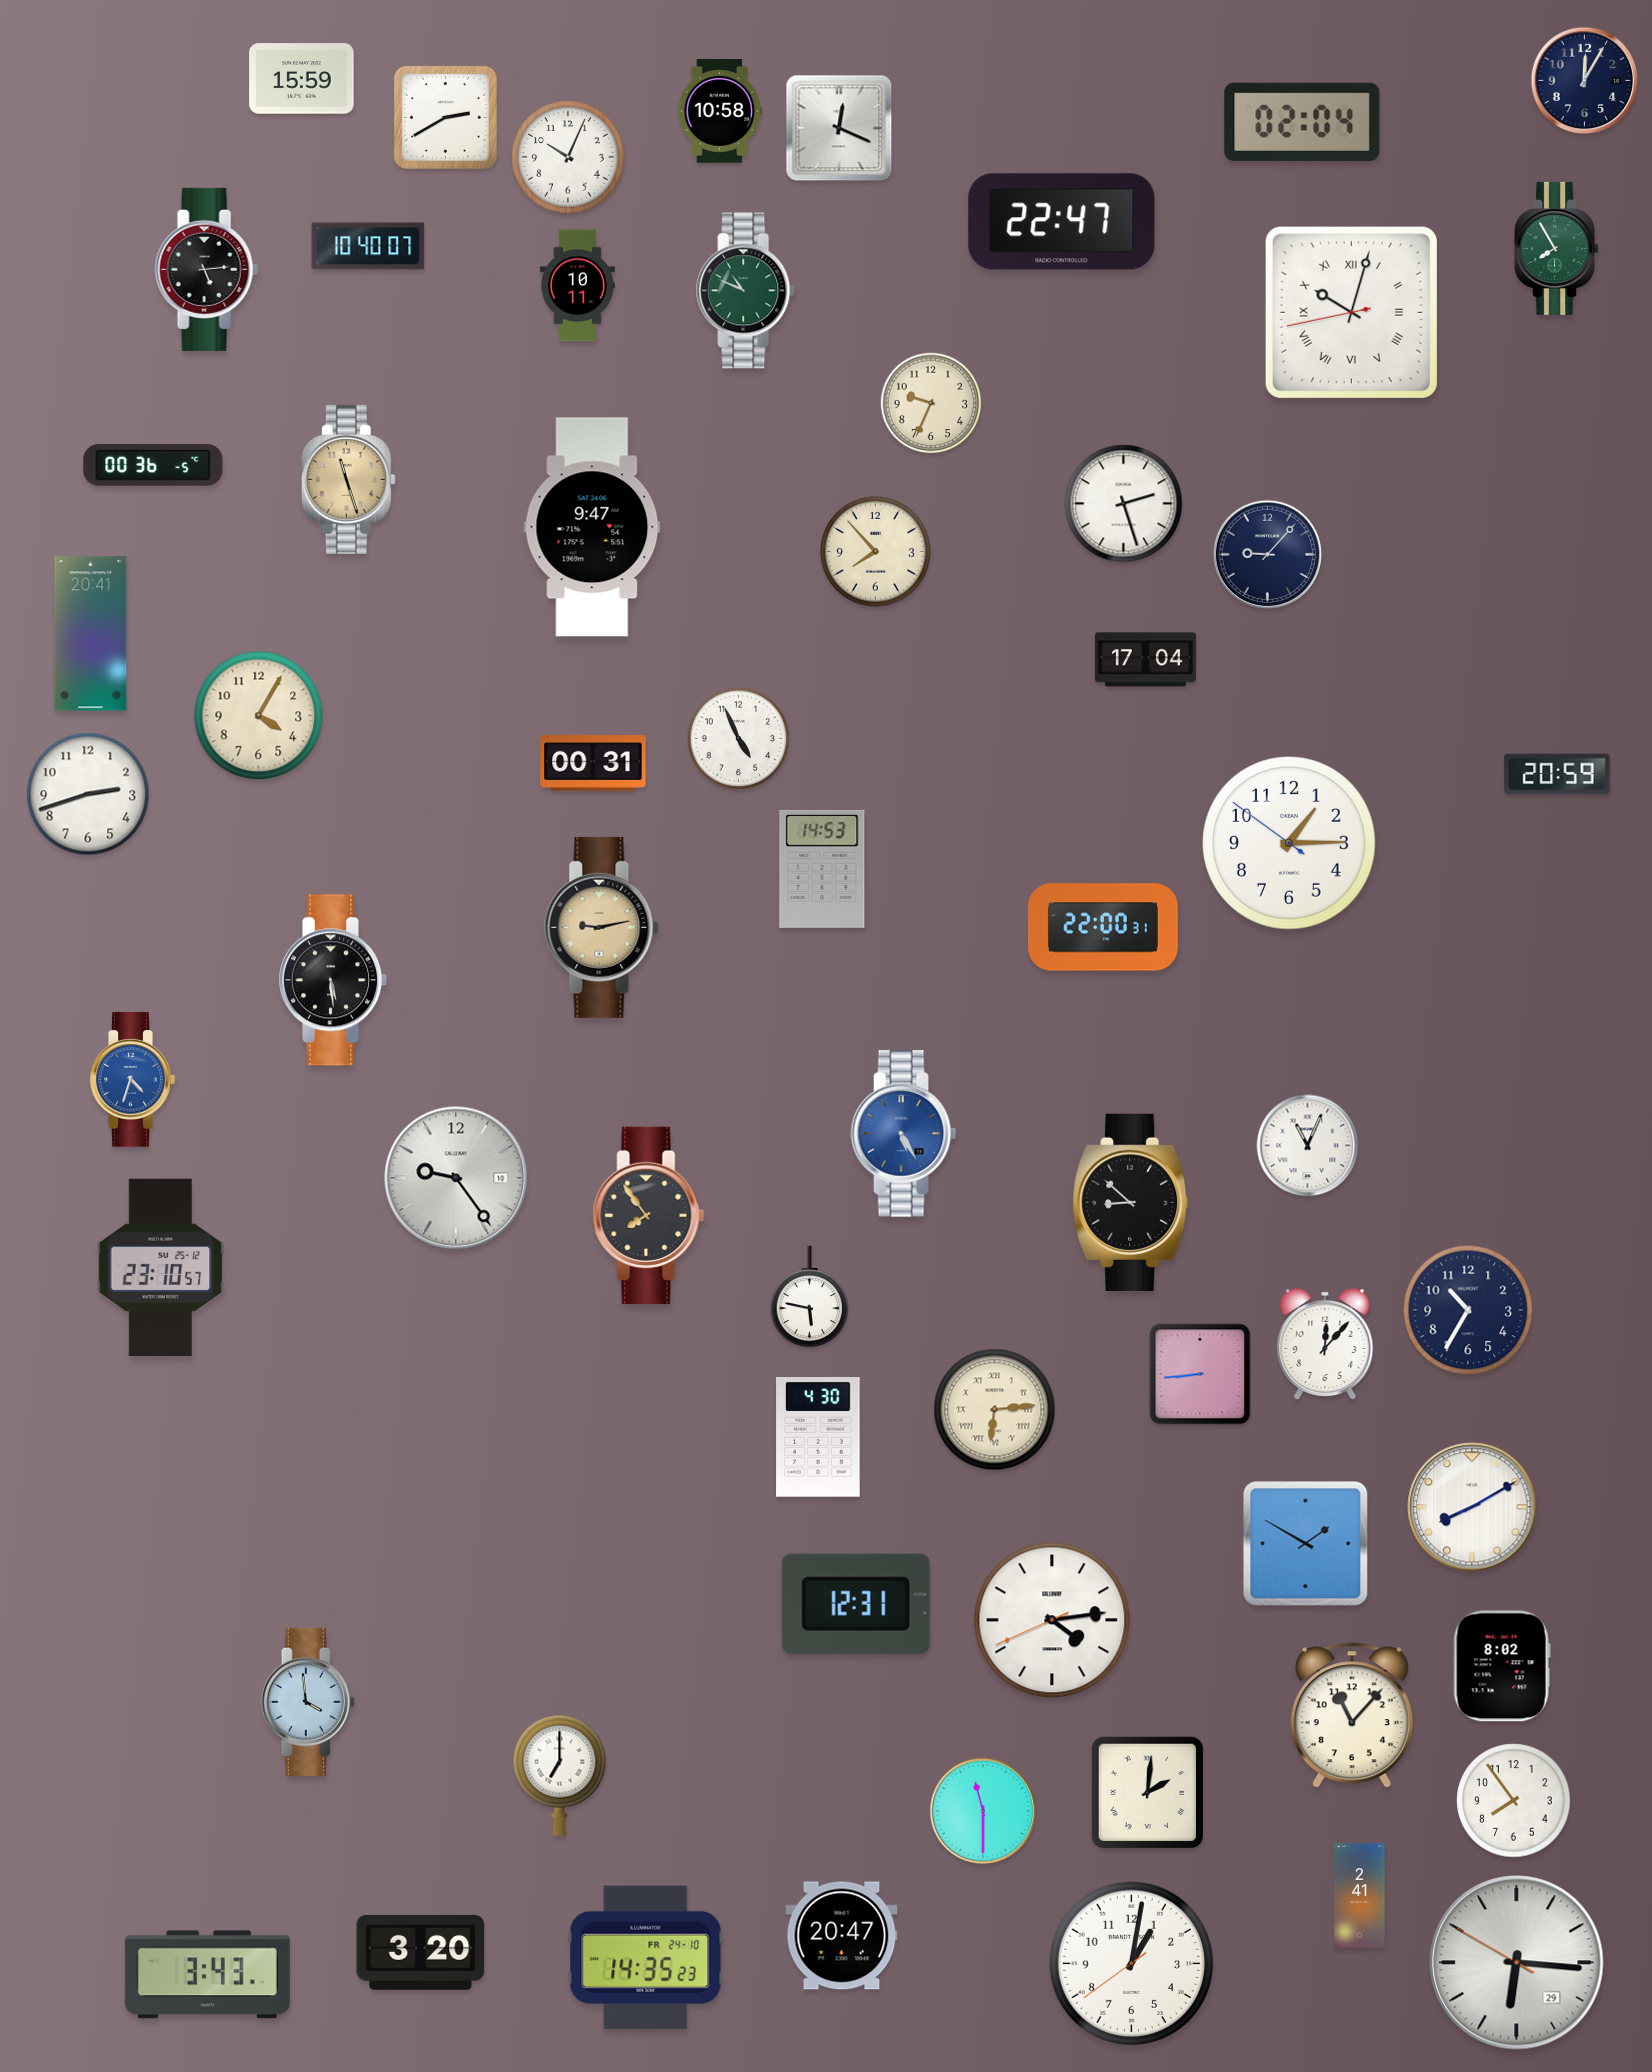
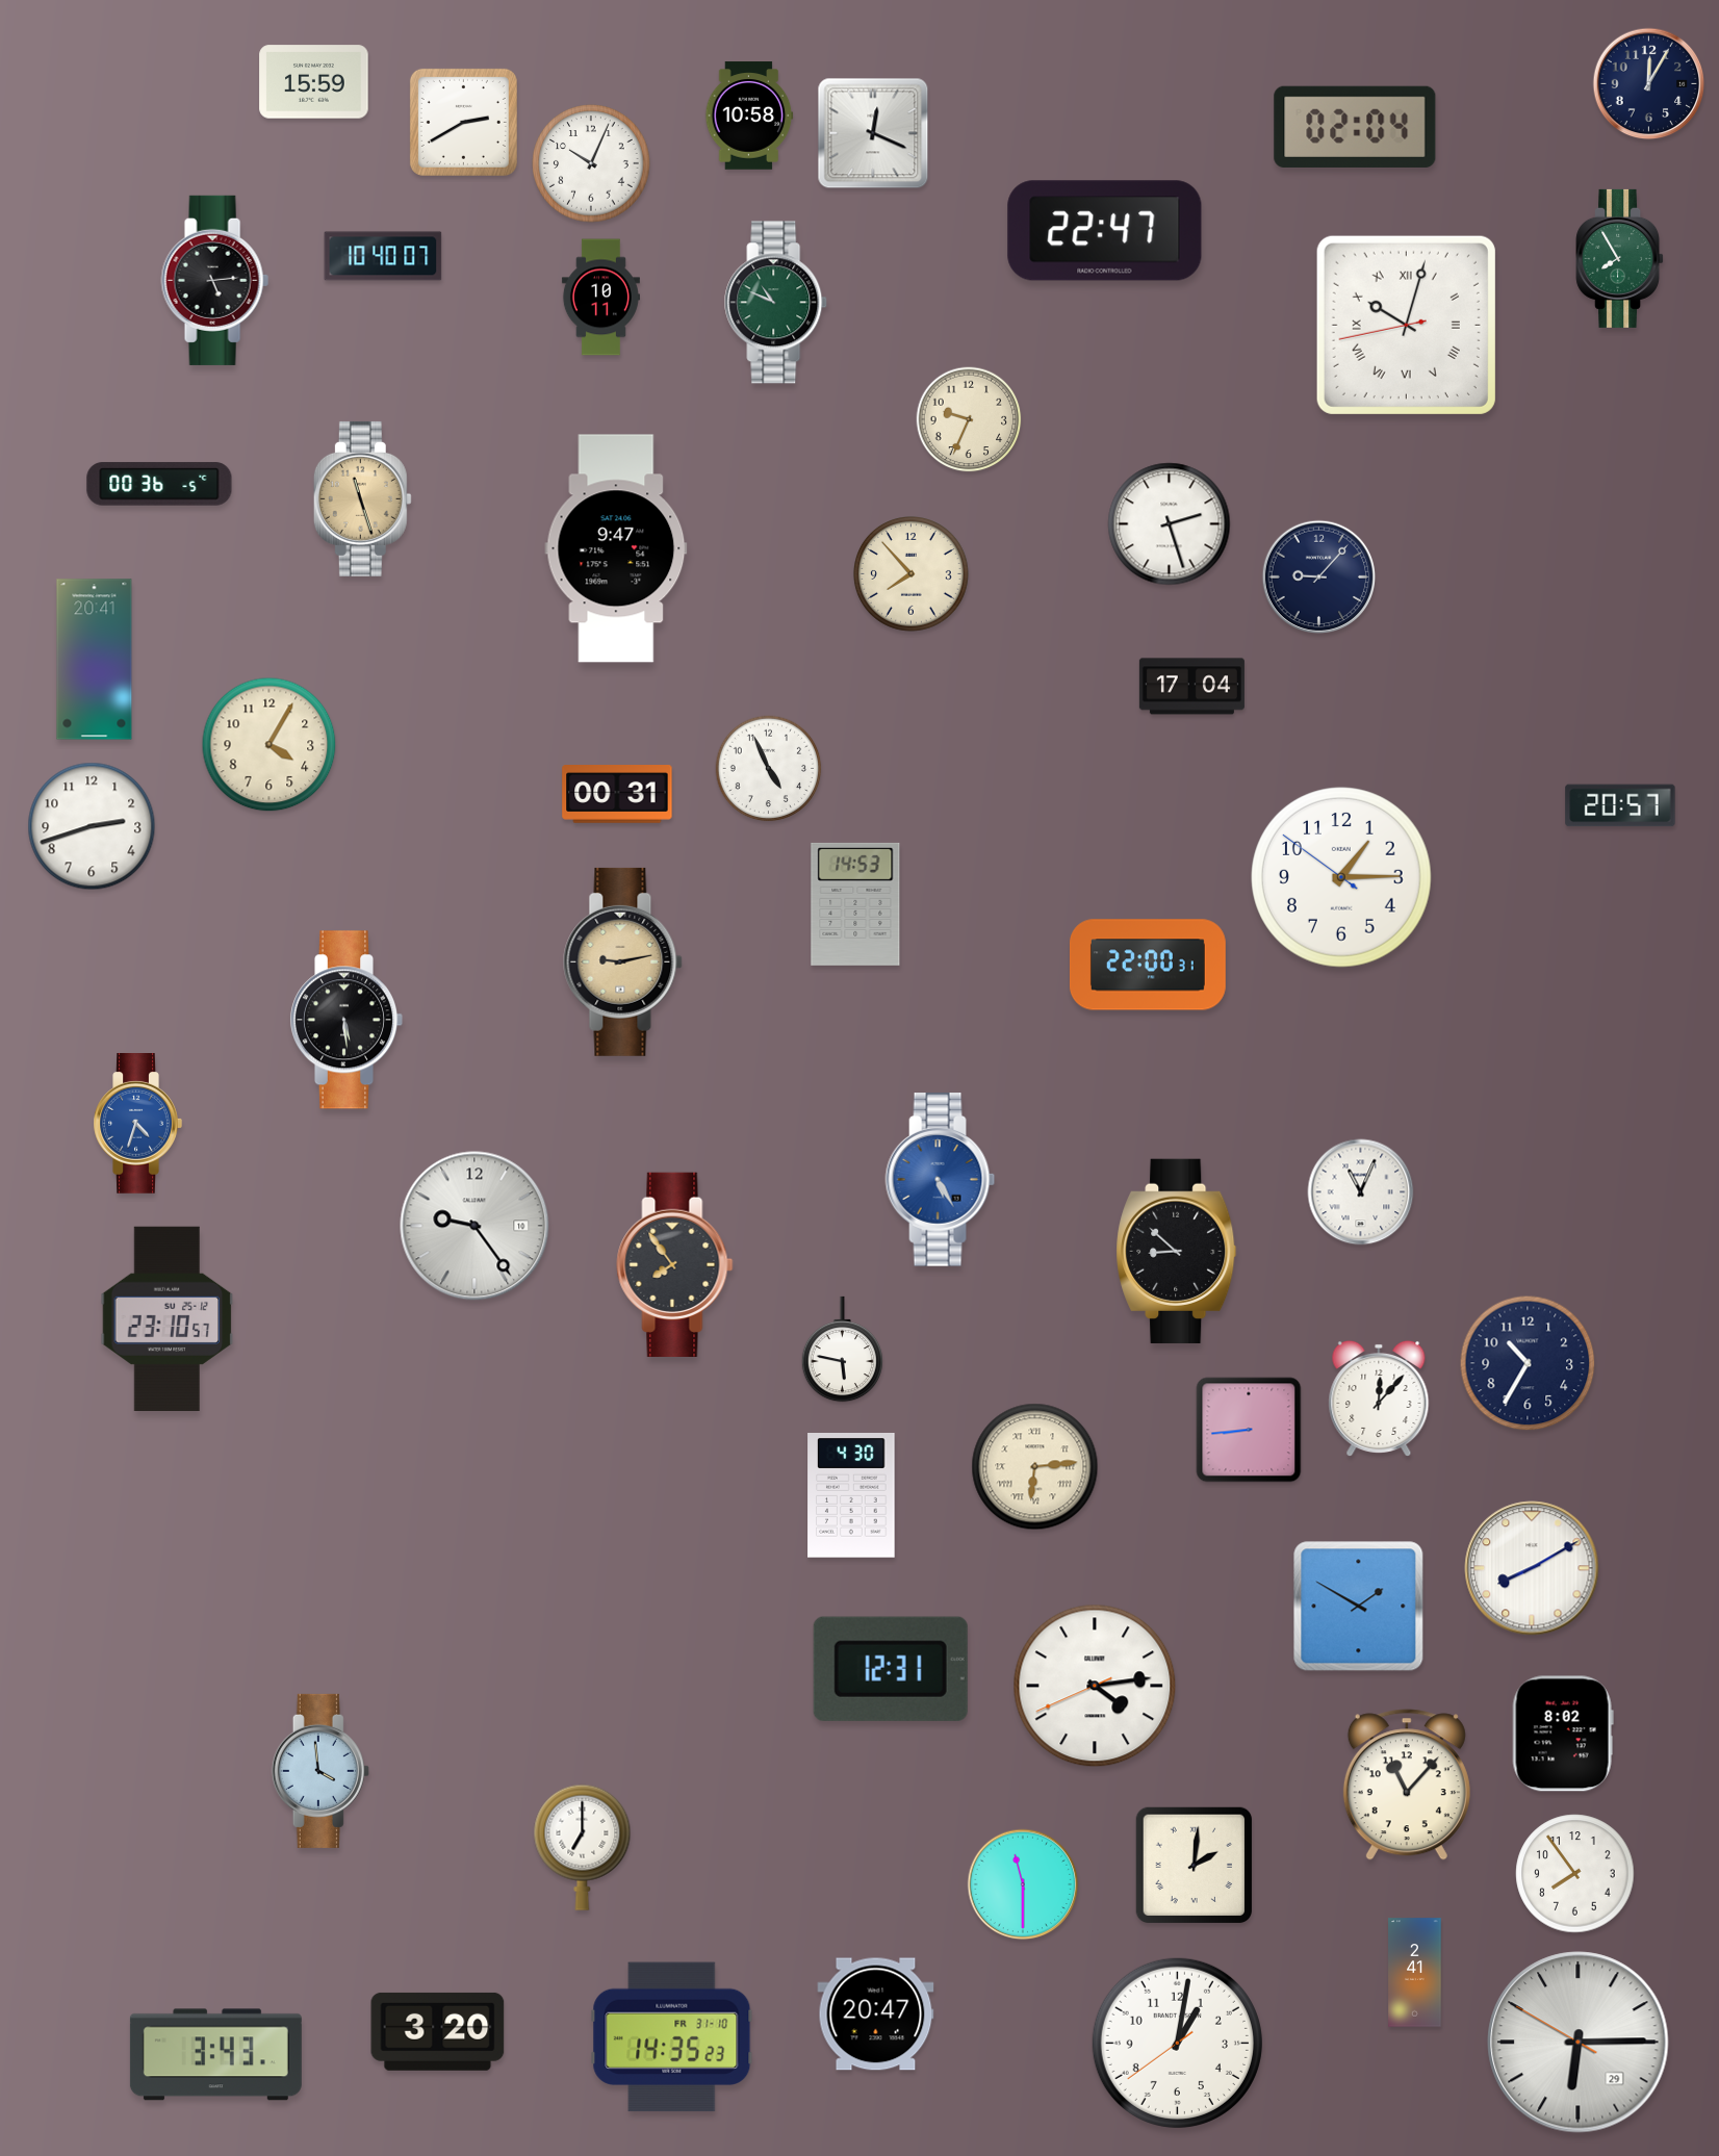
clock at (1557, 774): 20:59 -> 20:57
clock at (602, 927) position: (602, 927) -> (623, 961)
clock at (646, 1958) date: FR 24-10 -> FR 31-10
clock at (1517, 1963): 6:15 -> 6:14
